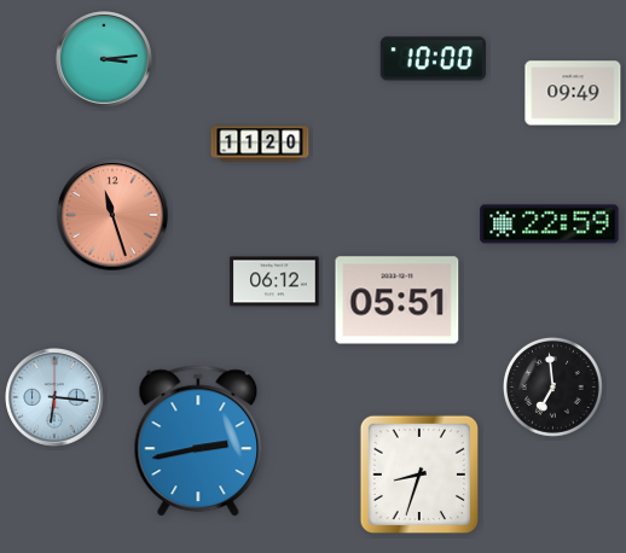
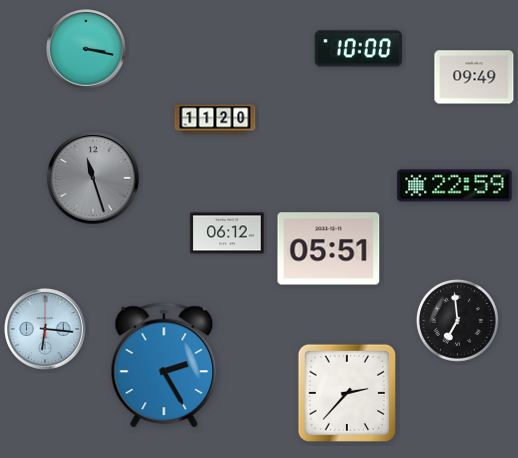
clock at (104, 59): 3:14 -> 3:17
clock at (112, 215) dial: salmon -> grey
clock at (198, 442): 2:43 -> 2:25
clock at (418, 473): 8:33 -> 2:37
